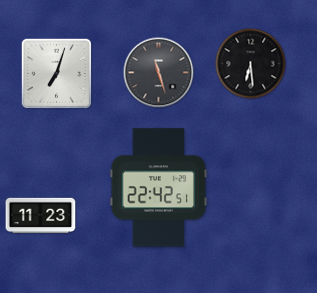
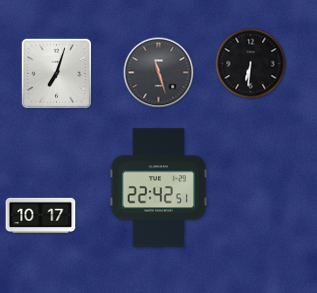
clock at (251, 64): 6:29 -> 6:31
clock at (41, 216): 11:23 -> 10:17
